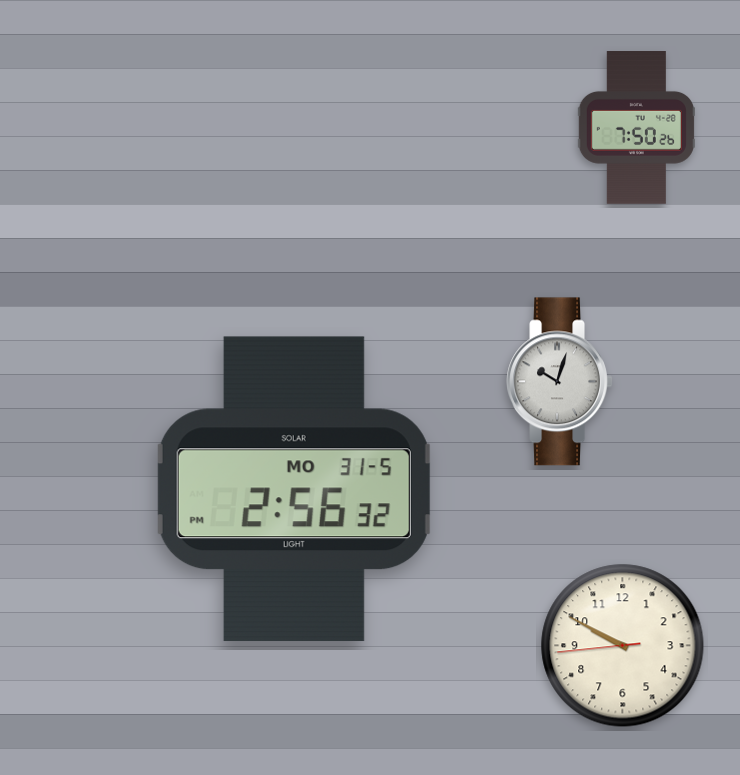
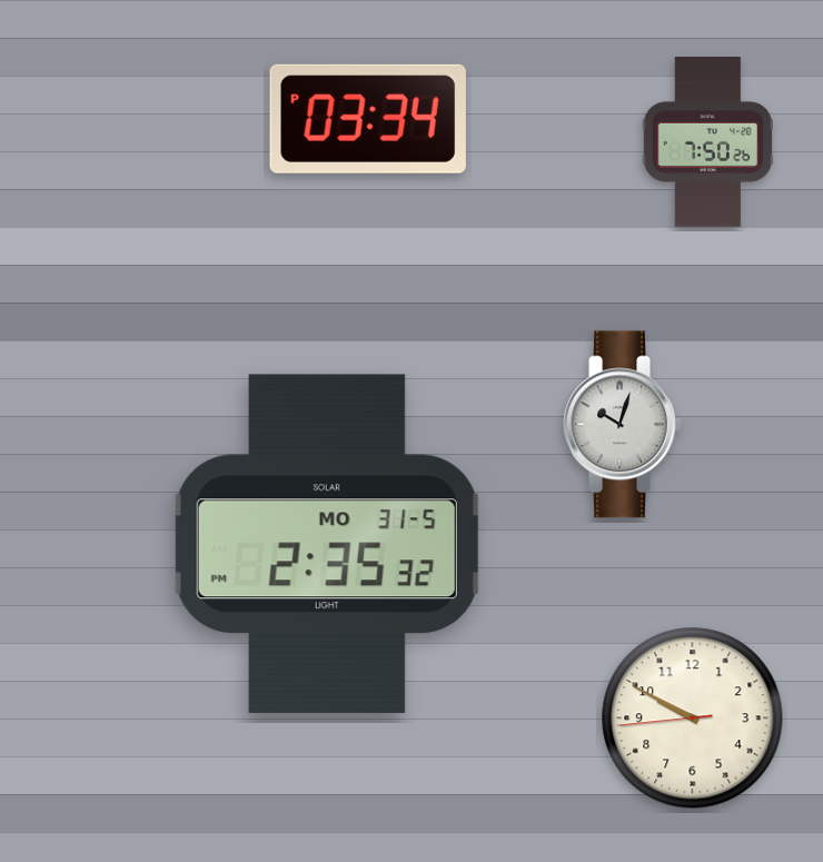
clock at (368, 119): none -> 03:34
clock at (294, 489): 2:56 -> 2:35
